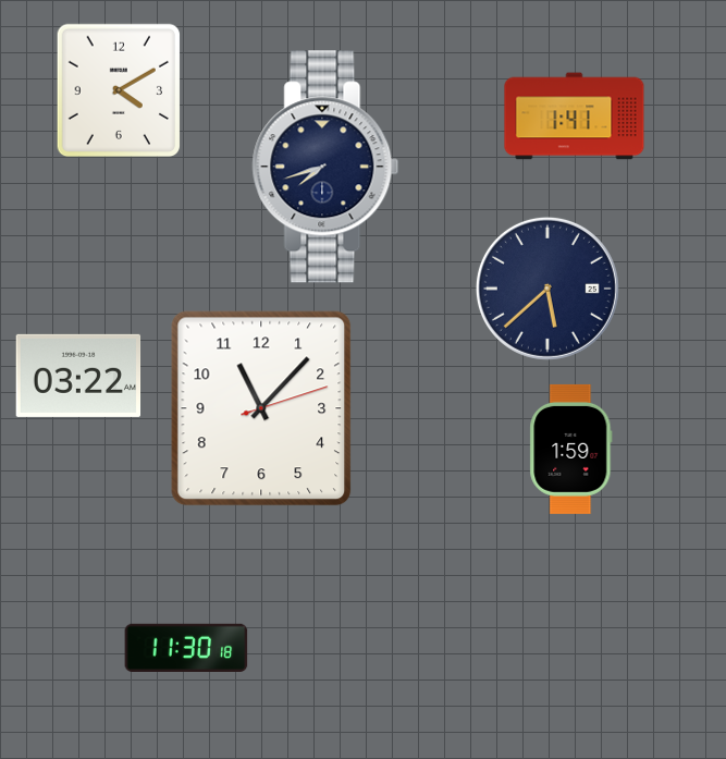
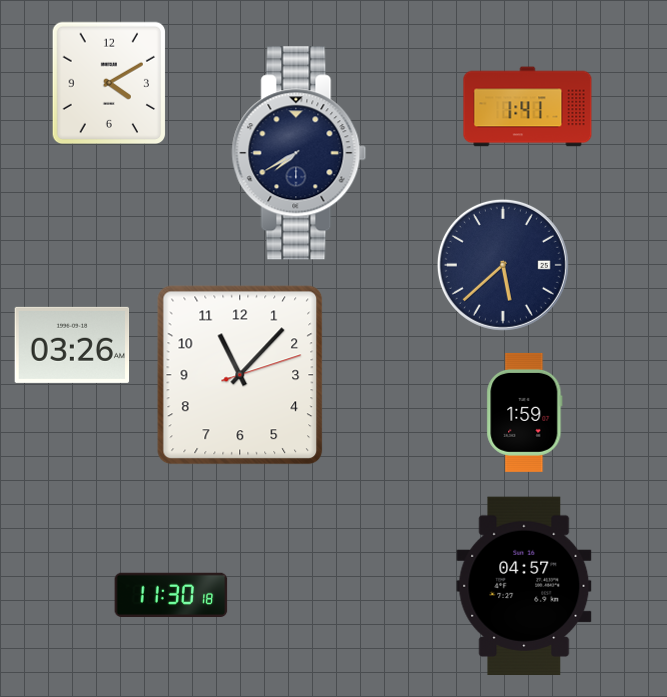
clock at (325, 167): 7:42 -> 7:40
clock at (78, 376): 03:22 -> 03:26
clock at (524, 585): none -> 04:57
